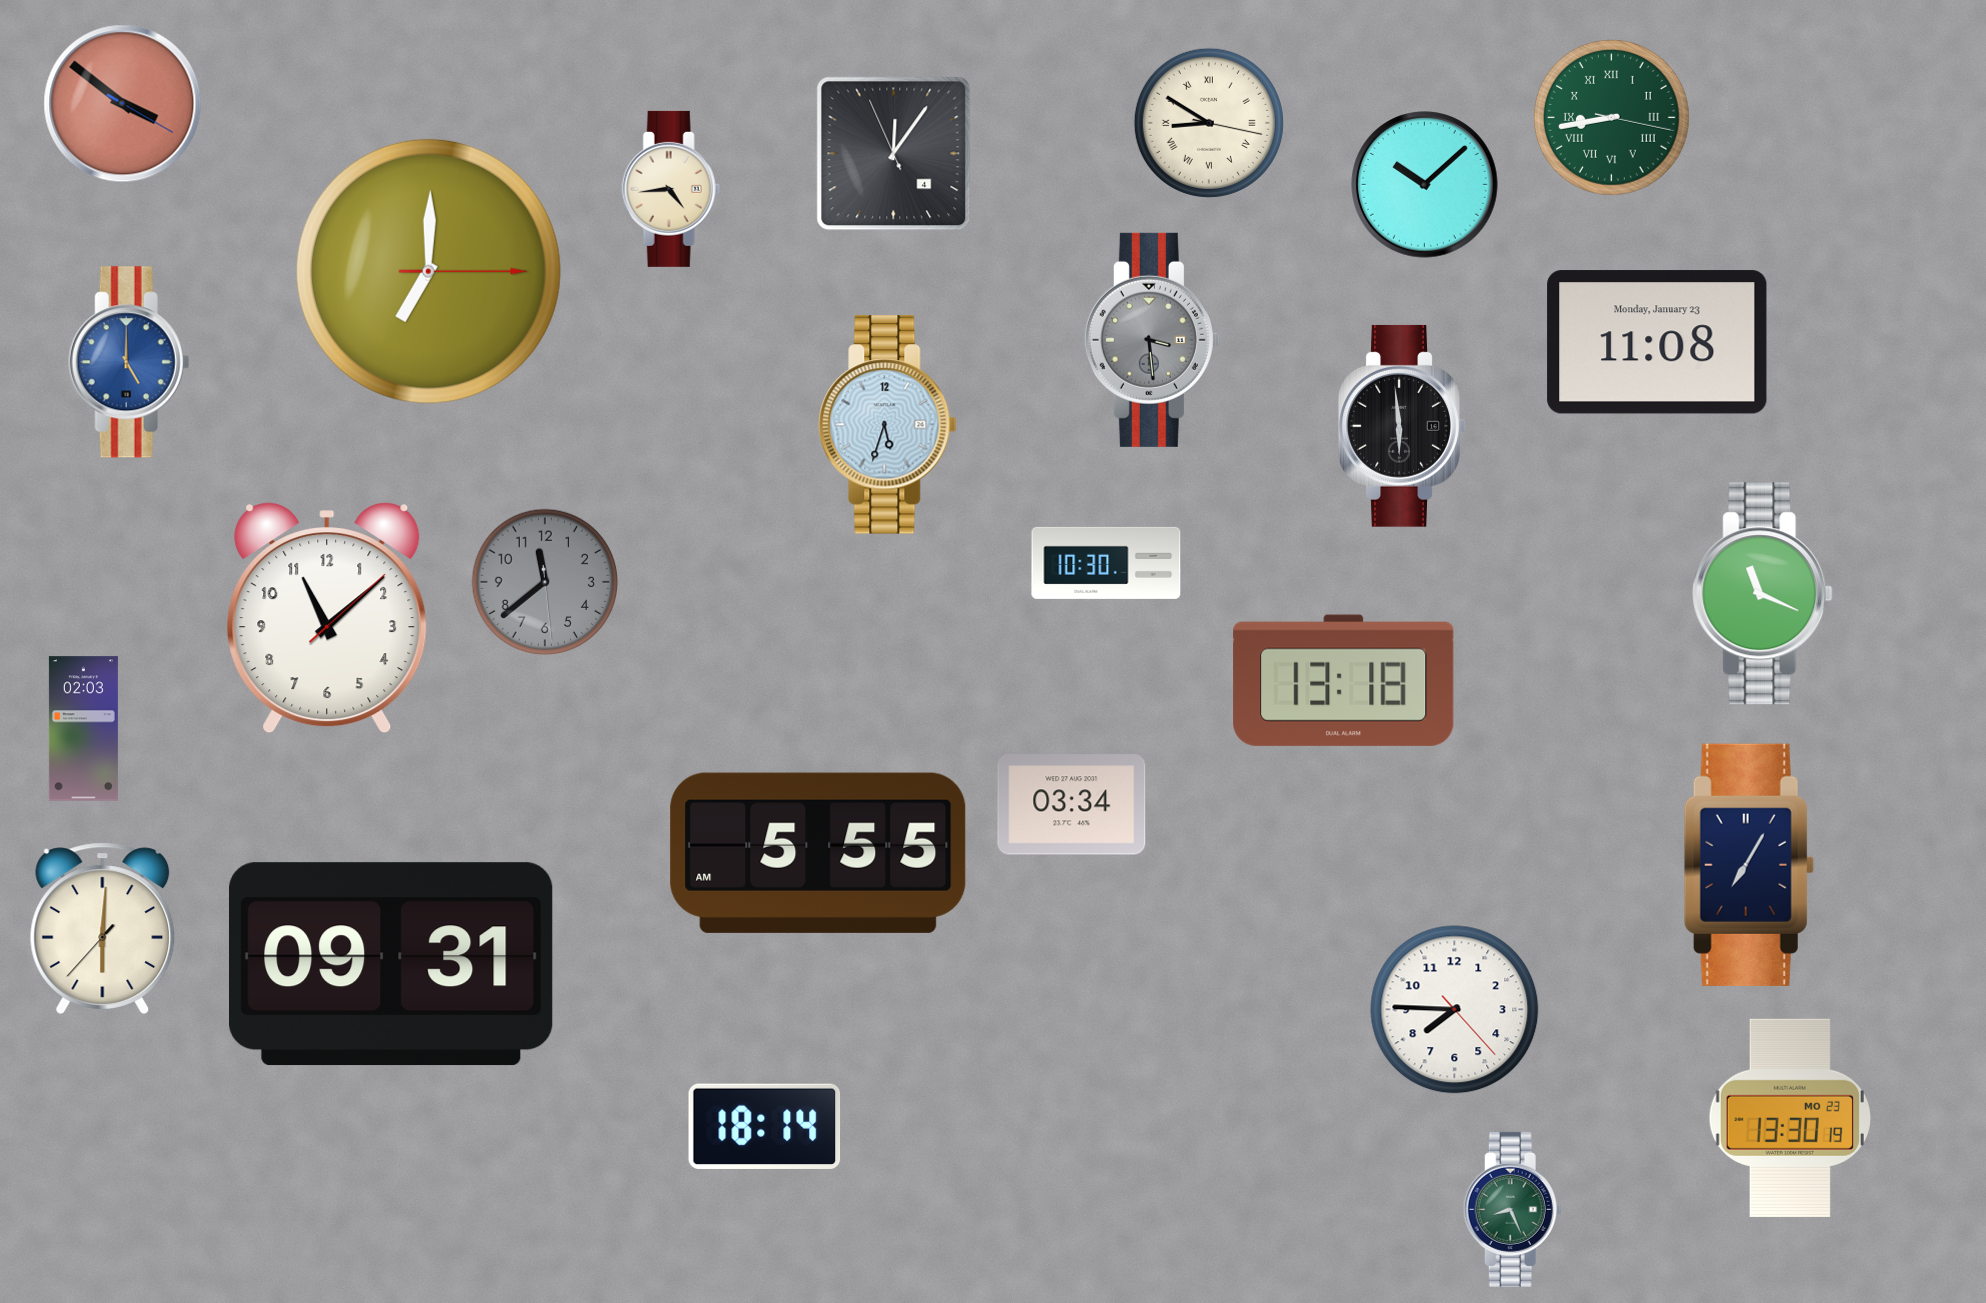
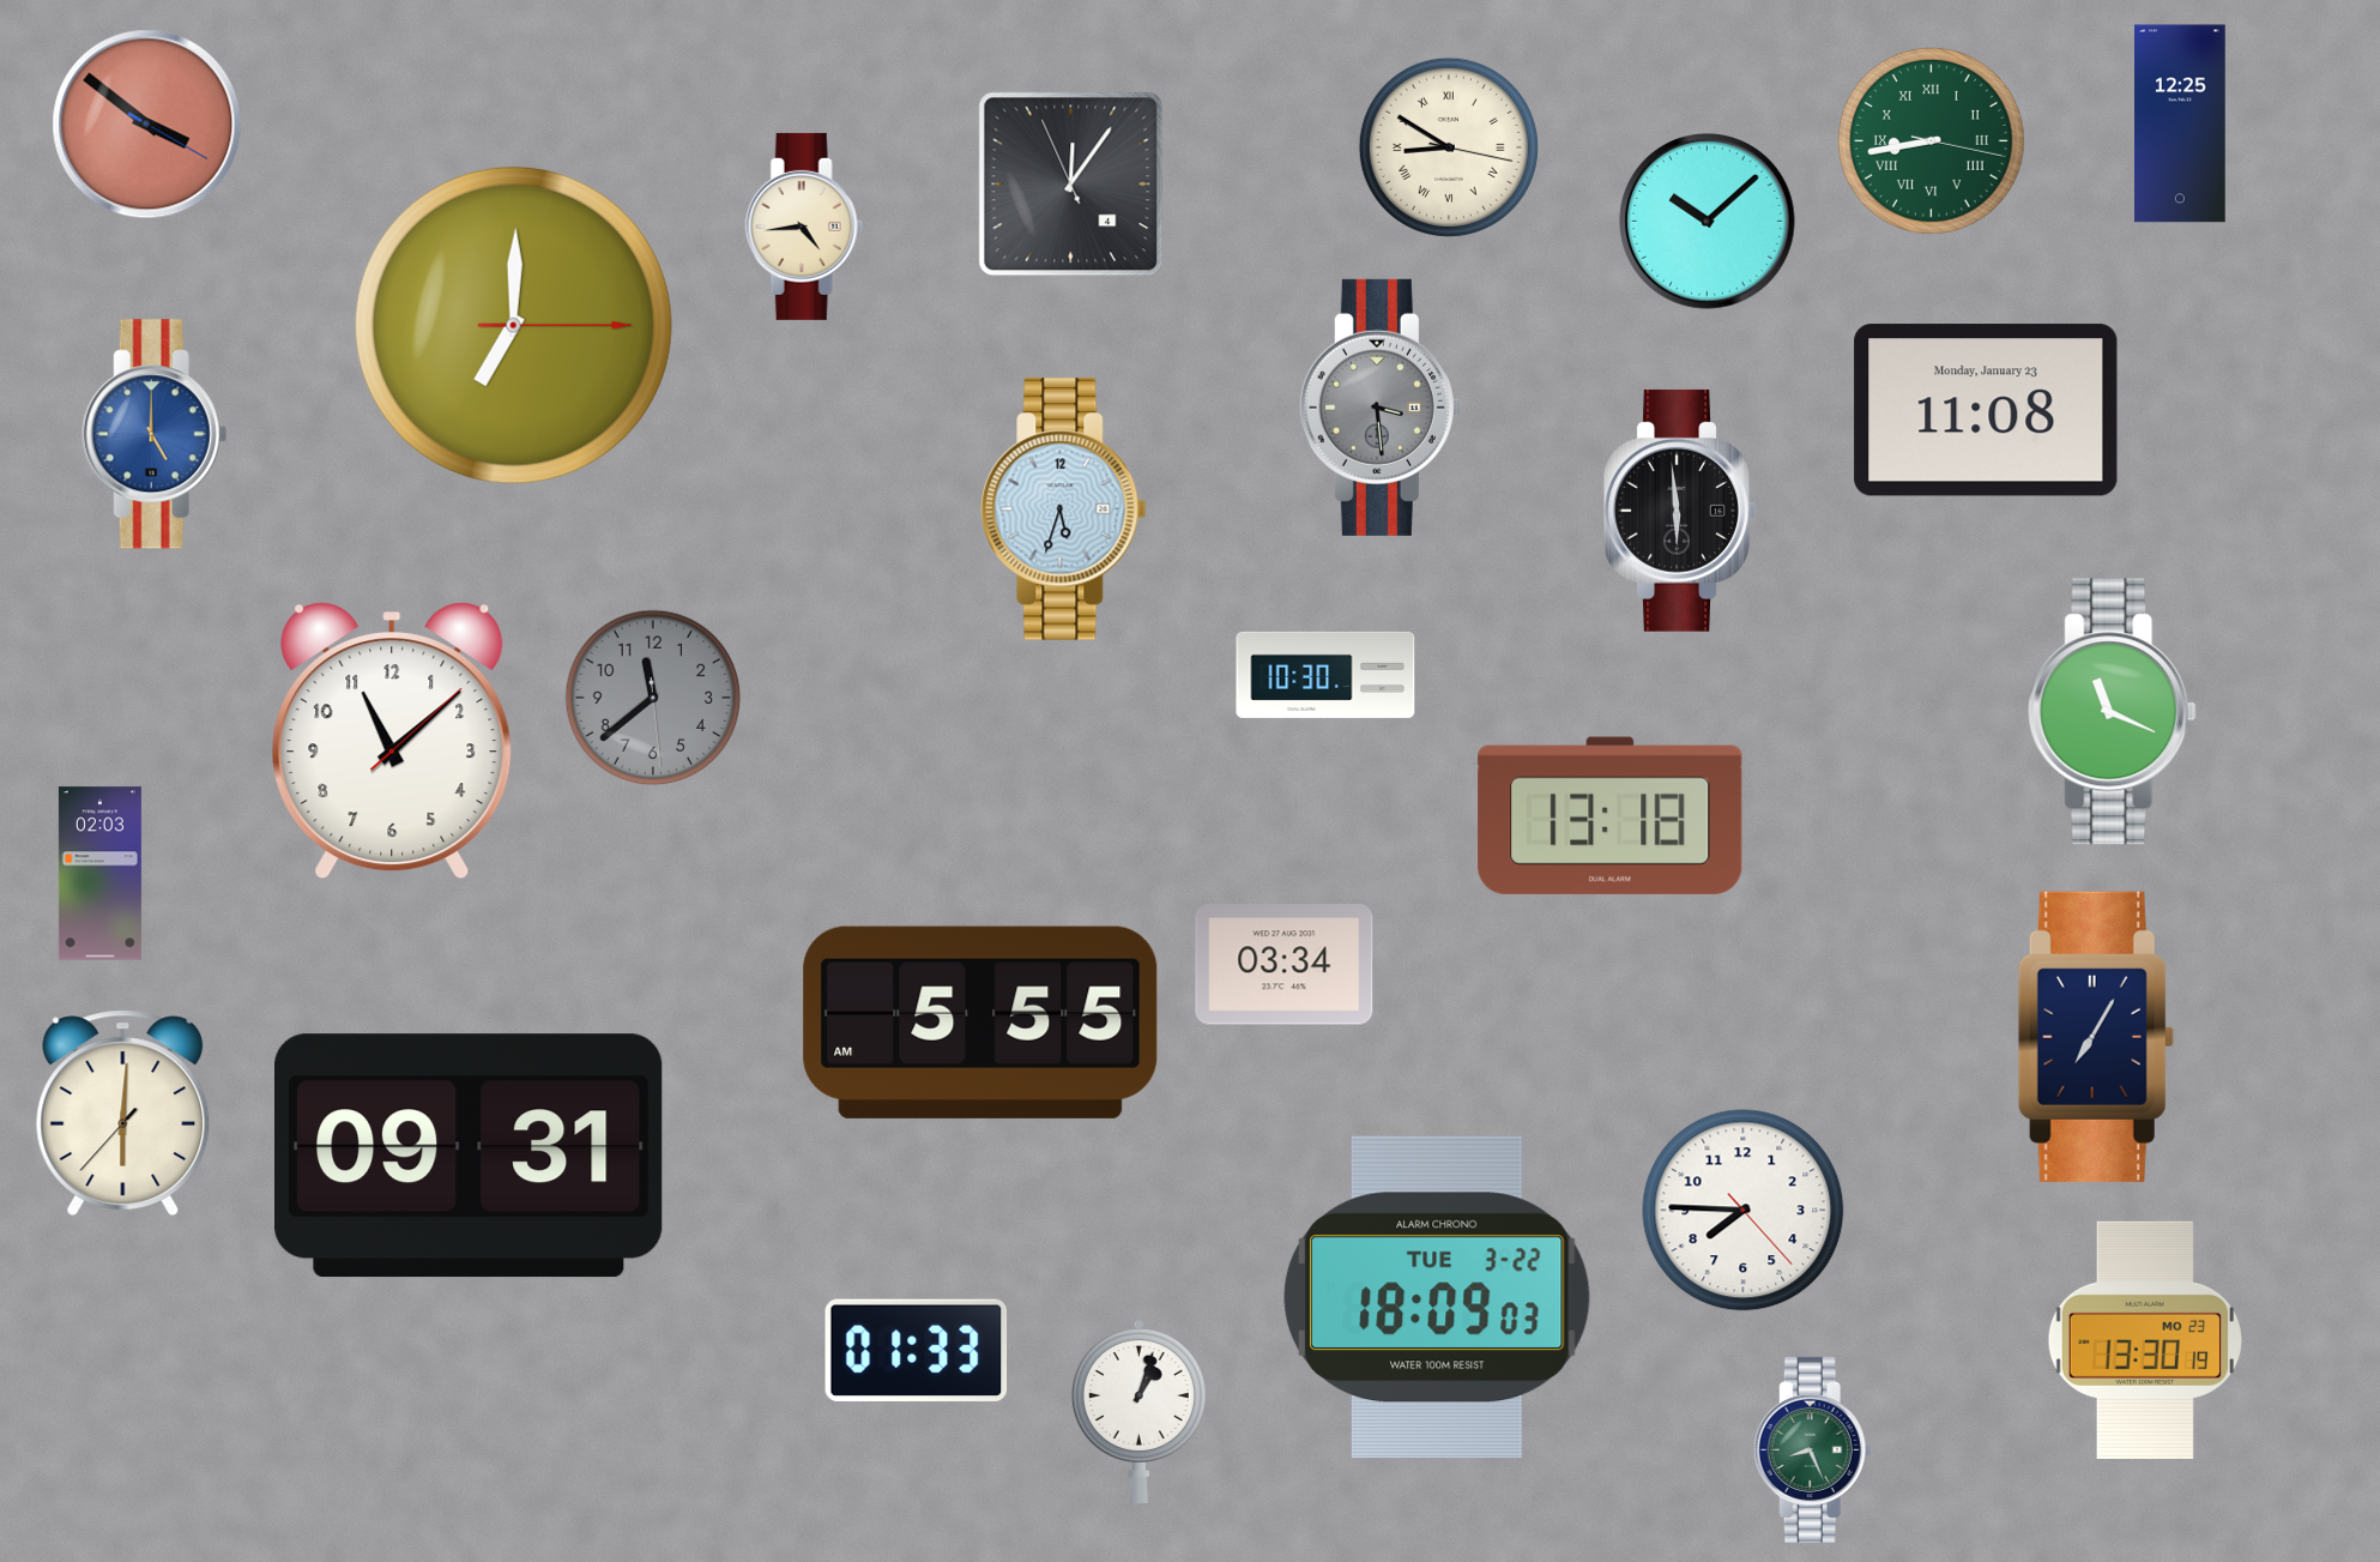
clock at (2180, 123): none -> 12:25
clock at (1437, 1297): none -> 18:09
clock at (765, 1126): 18:14 -> 01:33
clock at (1138, 1411): none -> 1:03
